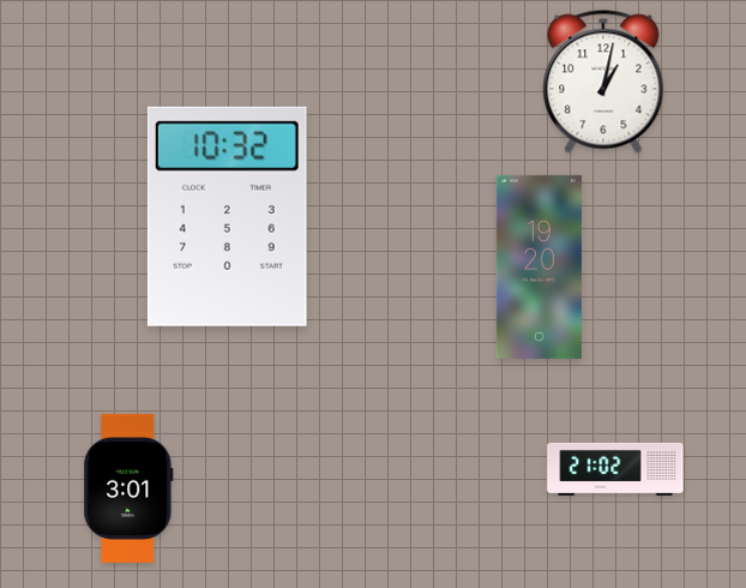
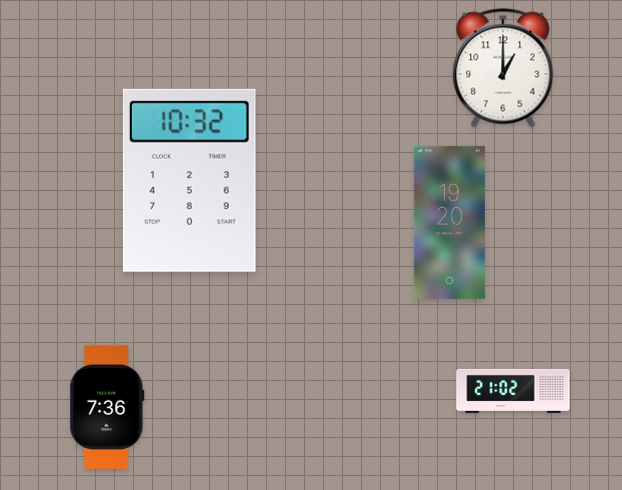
clock at (603, 82): 1:02 -> 1:00
clock at (128, 488): 3:01 -> 7:36
